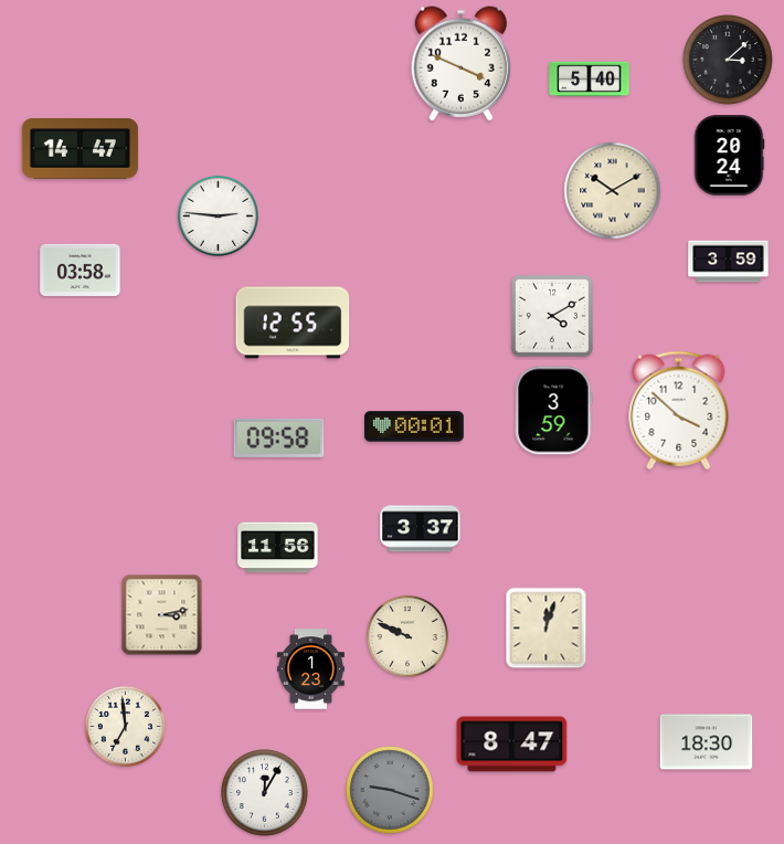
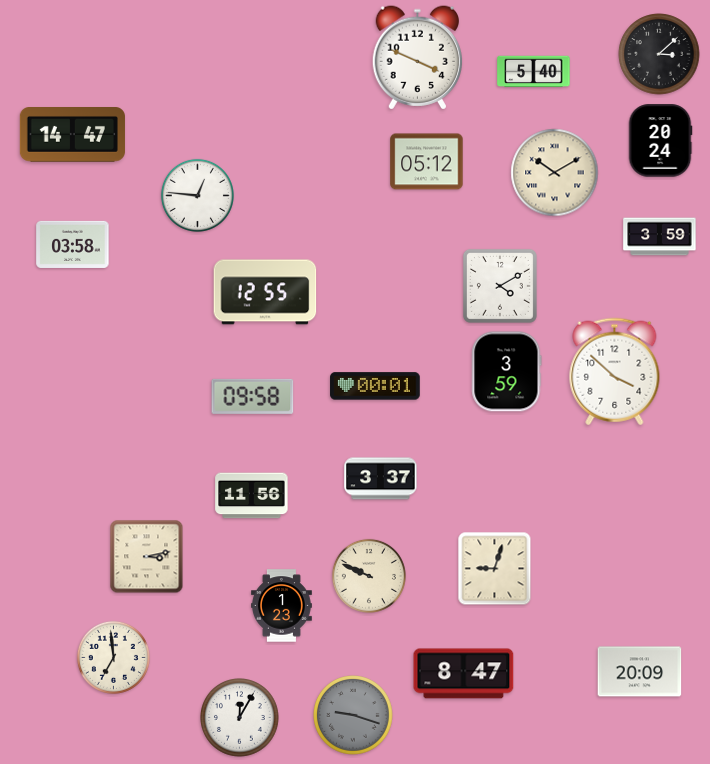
clock at (427, 162): none -> 05:12
clock at (218, 215): 2:46 -> 12:46
clock at (554, 411) position: (554, 411) -> (507, 372)
clock at (547, 629): 12:03 -> 9:03
clock at (707, 742): 18:30 -> 20:09
